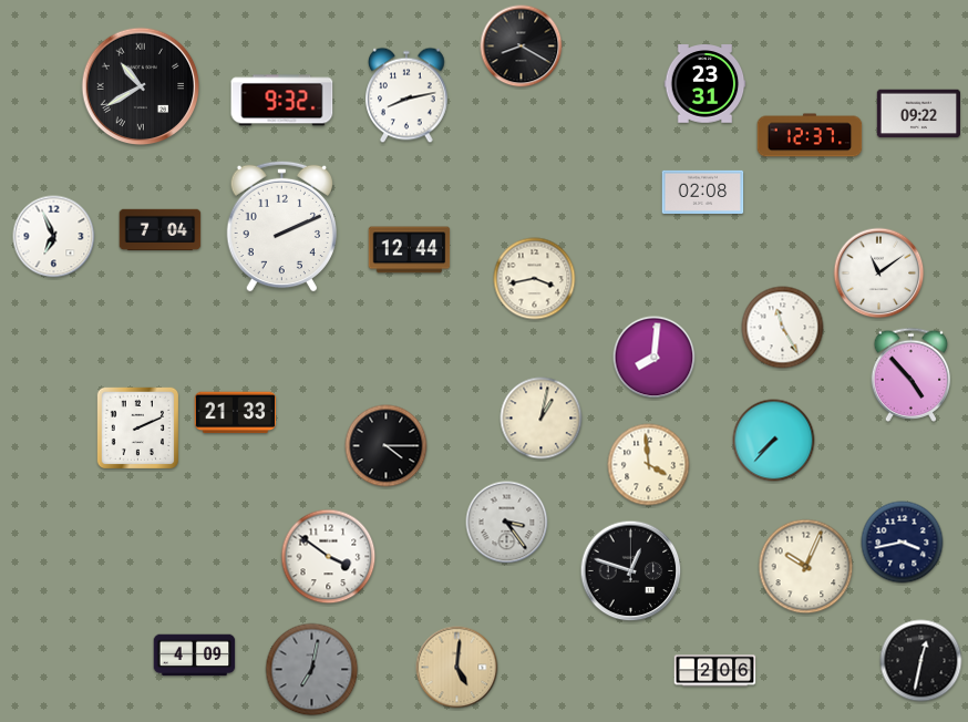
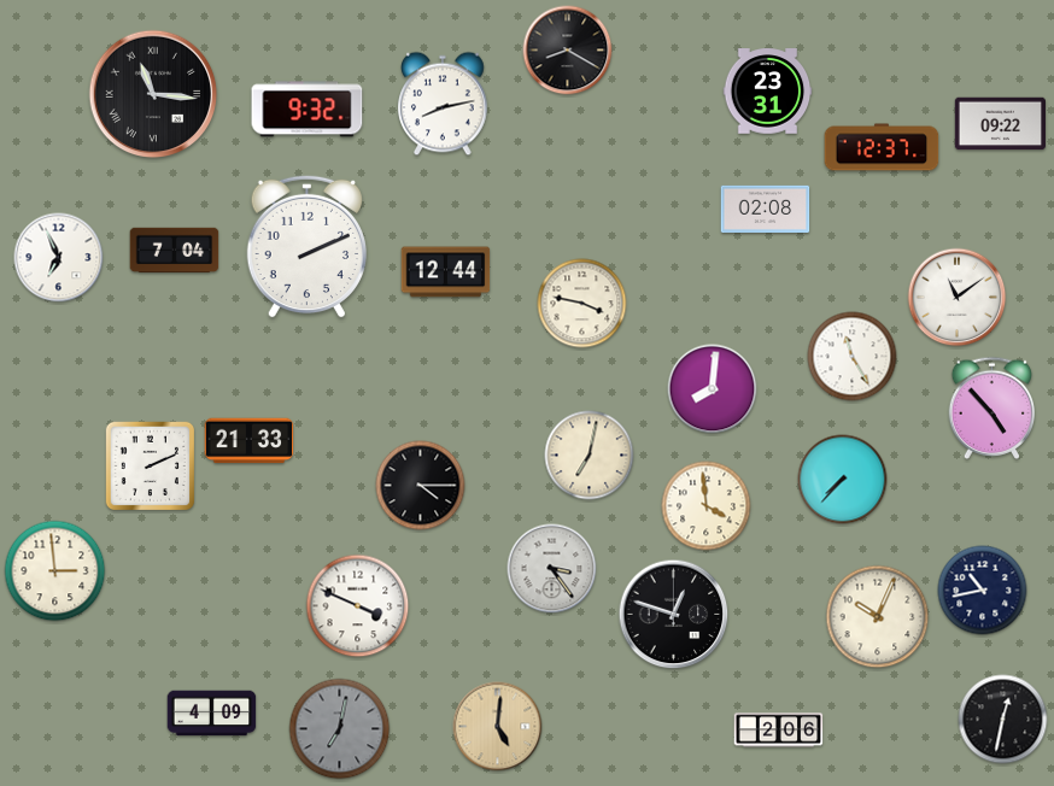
clock at (141, 86): 10:40 -> 11:16
clock at (535, 279): 3:43 -> 3:47
clock at (236, 413) position: (236, 413) -> (250, 441)
clock at (542, 419): 1:02 -> 7:02
clock at (55, 571): none -> 2:59
clock at (903, 543): 3:43 -> 10:43
clock at (329, 557): 3:51 -> 3:49
clock at (631, 571) position: (631, 571) -> (674, 615)
